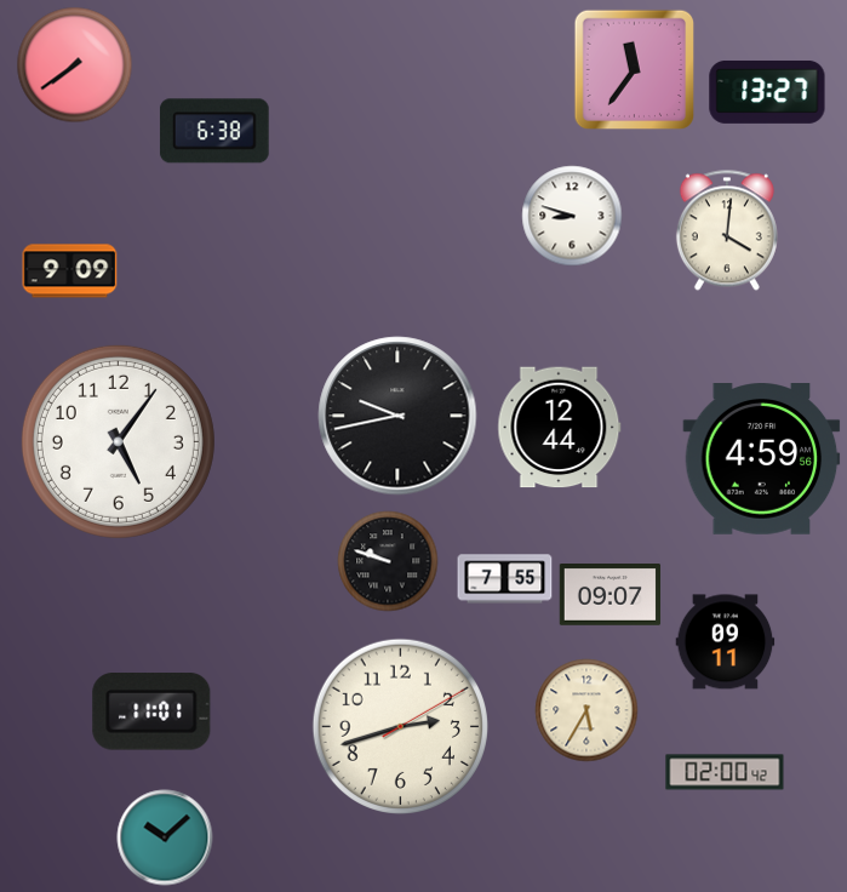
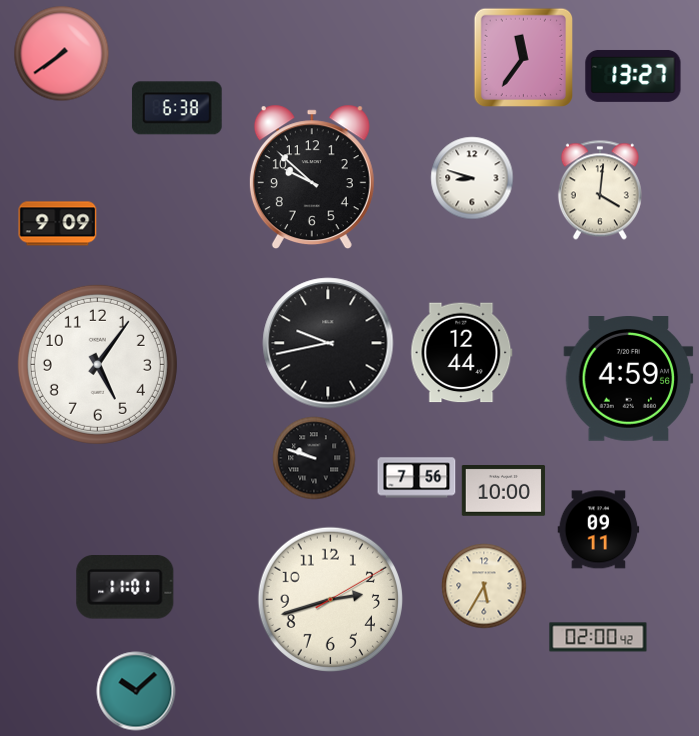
clock at (312, 177): none -> 9:52
clock at (388, 561) position: (388, 561) -> (314, 458)
clock at (505, 579): 7:55 -> 7:56
clock at (611, 595): 09:07 -> 10:00
